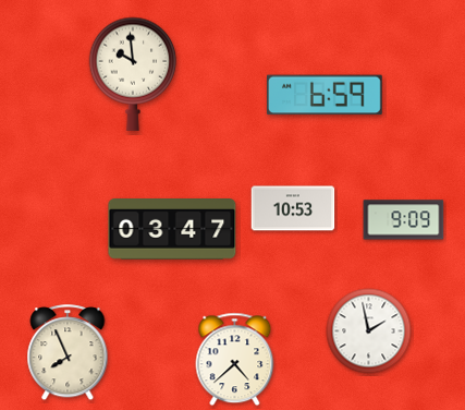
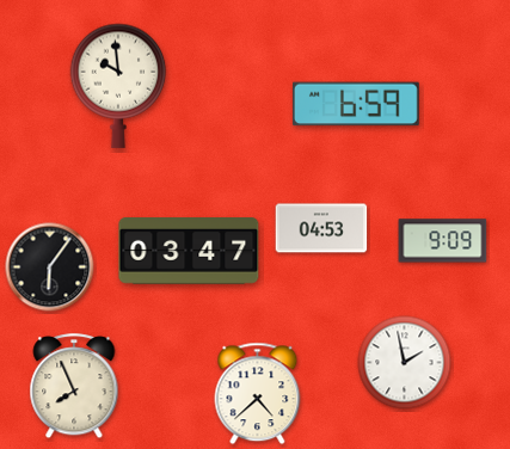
clock at (133, 74) position: (133, 74) -> (118, 86)
clock at (293, 208): 10:53 -> 04:53
clock at (50, 267): none -> 6:06
